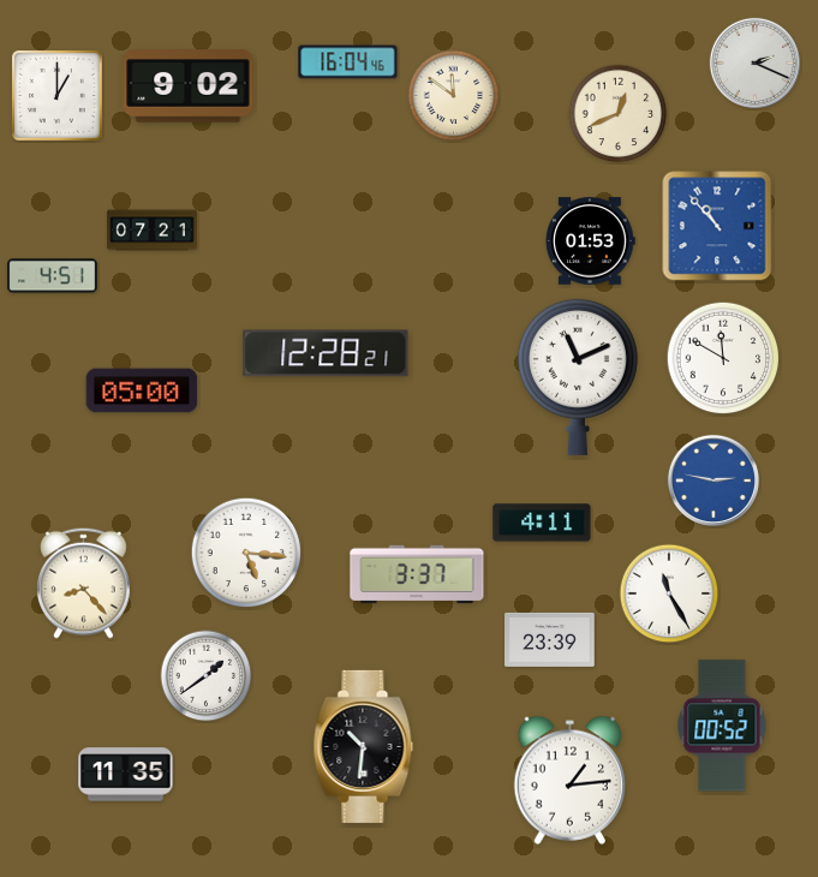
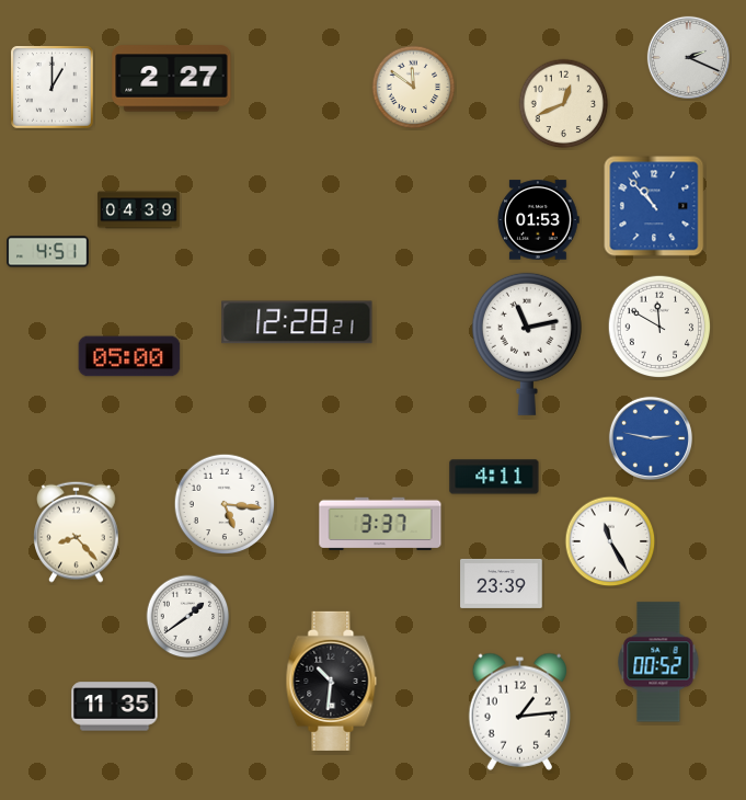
clock at (348, 62): 16:04 -> none
clock at (189, 86): 9:02 -> 2:27
clock at (153, 231): 07:21 -> 04:39
clock at (578, 377): 11:11 -> 11:13
